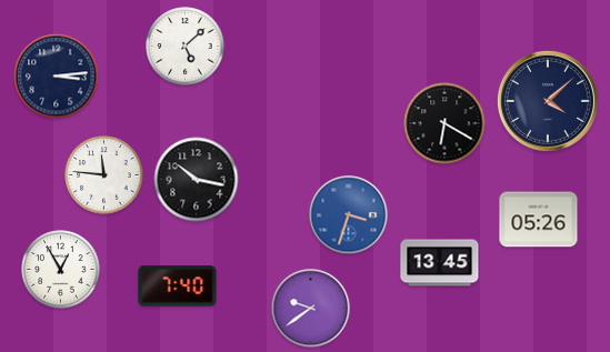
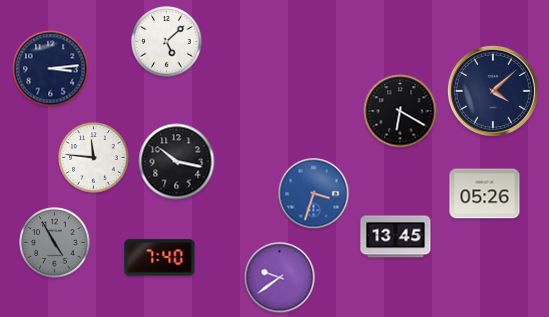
clock at (539, 220) position: (539, 220) -> (485, 194)
clock at (61, 270): 12:55 -> 4:55
clock at (61, 270) dial: white -> grey
